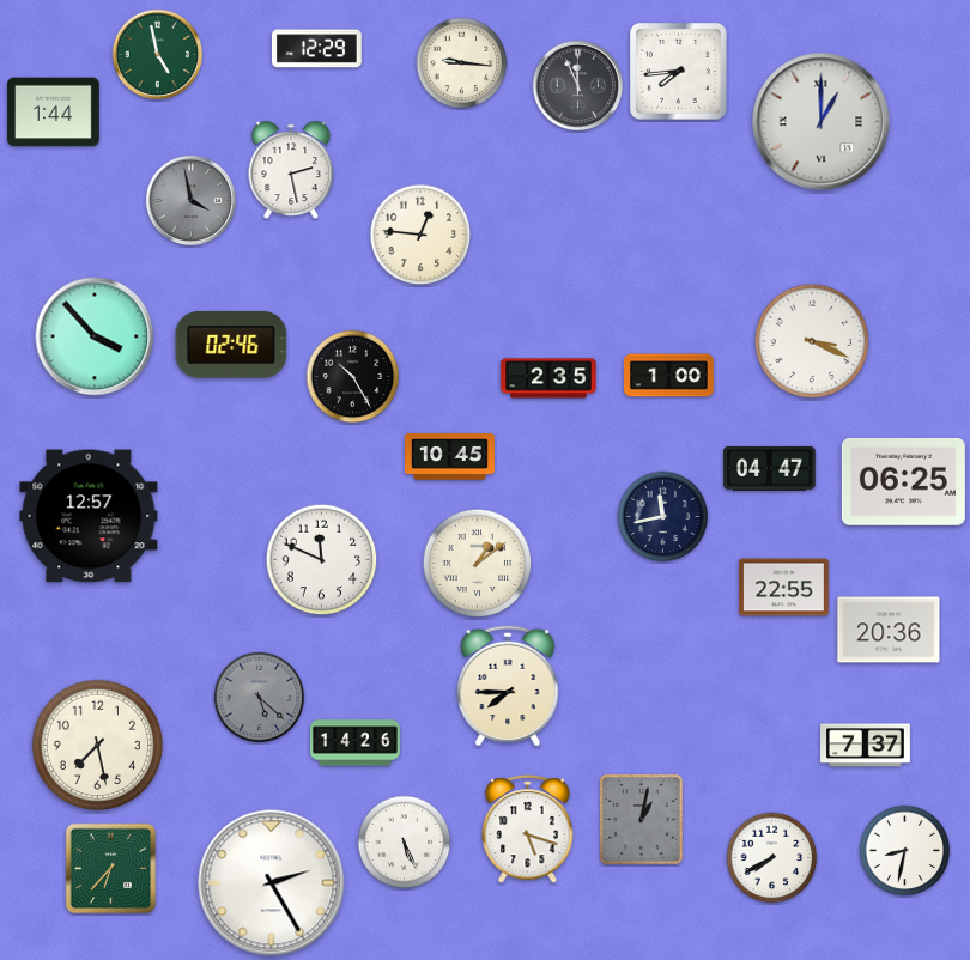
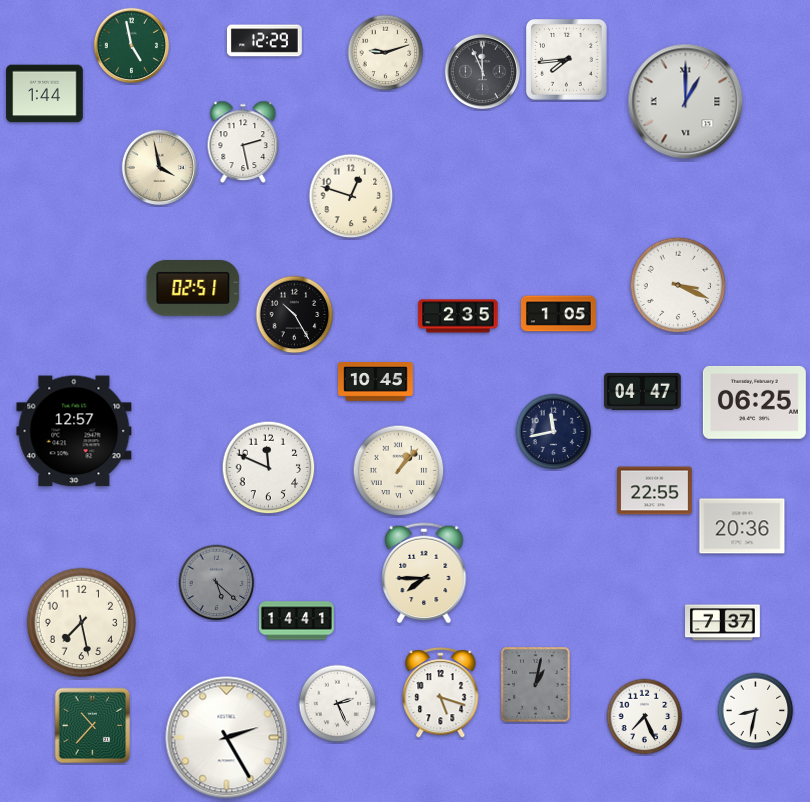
clock at (462, 63): 9:16 -> 9:12
clock at (190, 200) dial: grey -> cream
clock at (420, 235): 12:46 -> 12:48
clock at (95, 336): 3:53 -> none
clock at (231, 346): 02:46 -> 02:51
clock at (669, 376): 1:00 -> 1:05
clock at (478, 564): 1:09 -> 1:07
clock at (356, 743): 14:26 -> 14:41
clock at (405, 843): 5:26 -> 2:26
clock at (772, 858): 7:40 -> 7:26
clock at (111, 869): 6:37 -> 10:37
